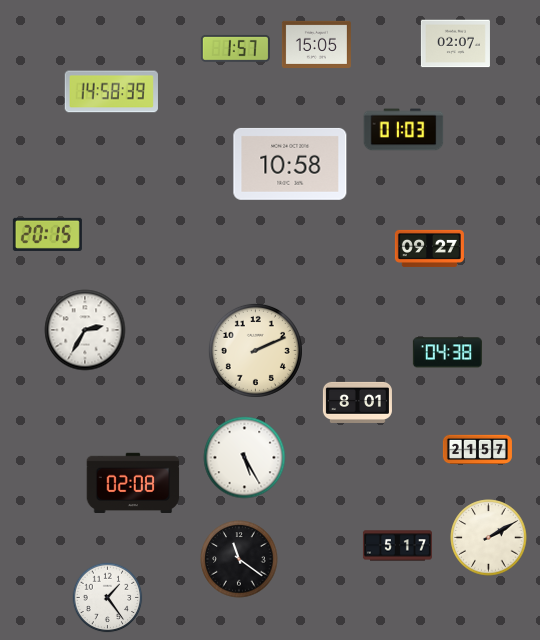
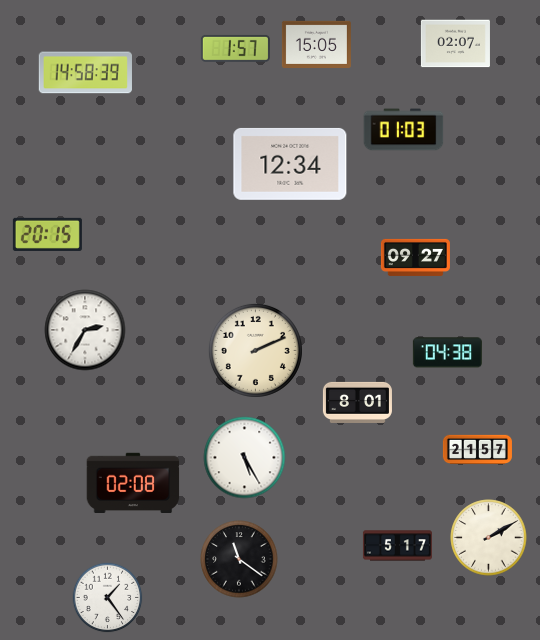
clock at (111, 92) position: (111, 92) -> (85, 73)
clock at (290, 164): 10:58 -> 12:34
clock at (429, 248) position: (429, 248) -> (415, 257)
